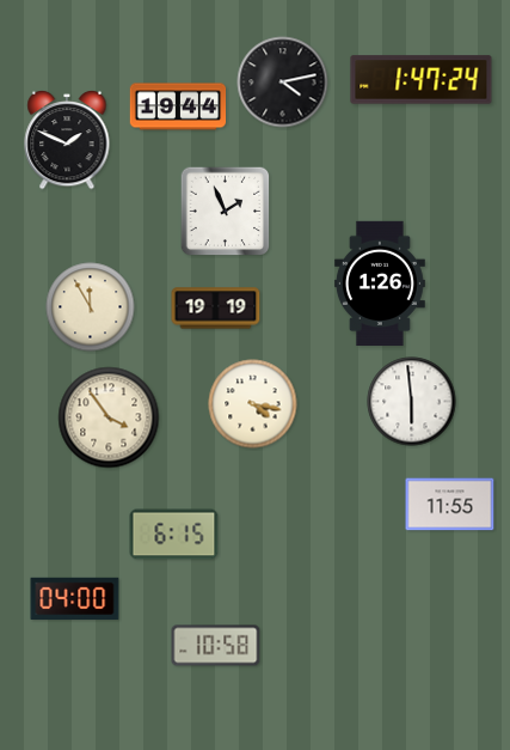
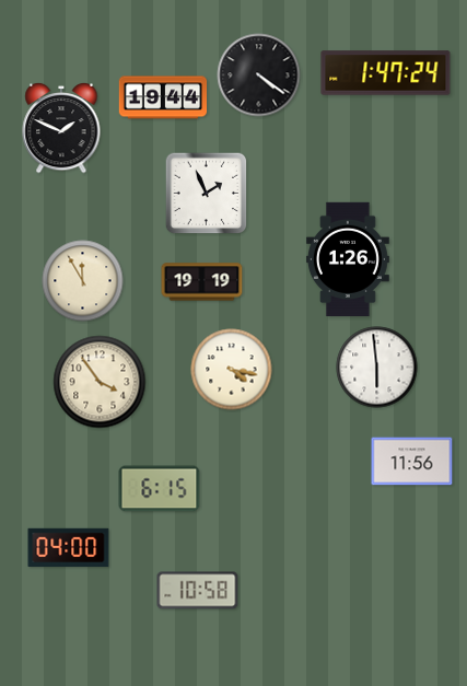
clock at (283, 83): 4:13 -> 4:21
clock at (216, 309) position: (216, 309) -> (202, 282)
clock at (450, 505): 11:55 -> 11:56
